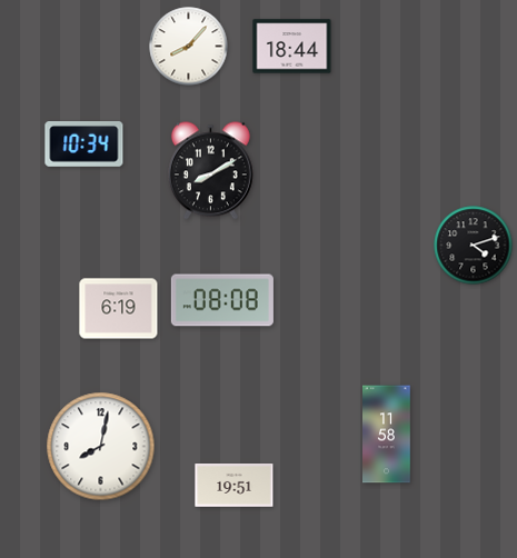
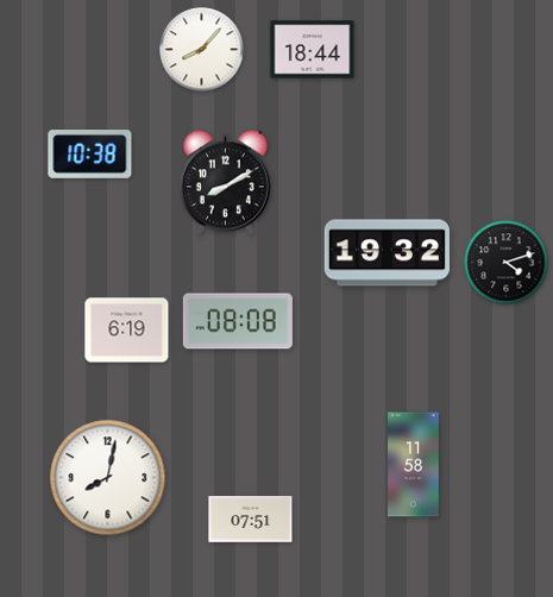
clock at (84, 145): 10:34 -> 10:38
clock at (387, 253): none -> 19:32
clock at (235, 486): 19:51 -> 07:51
